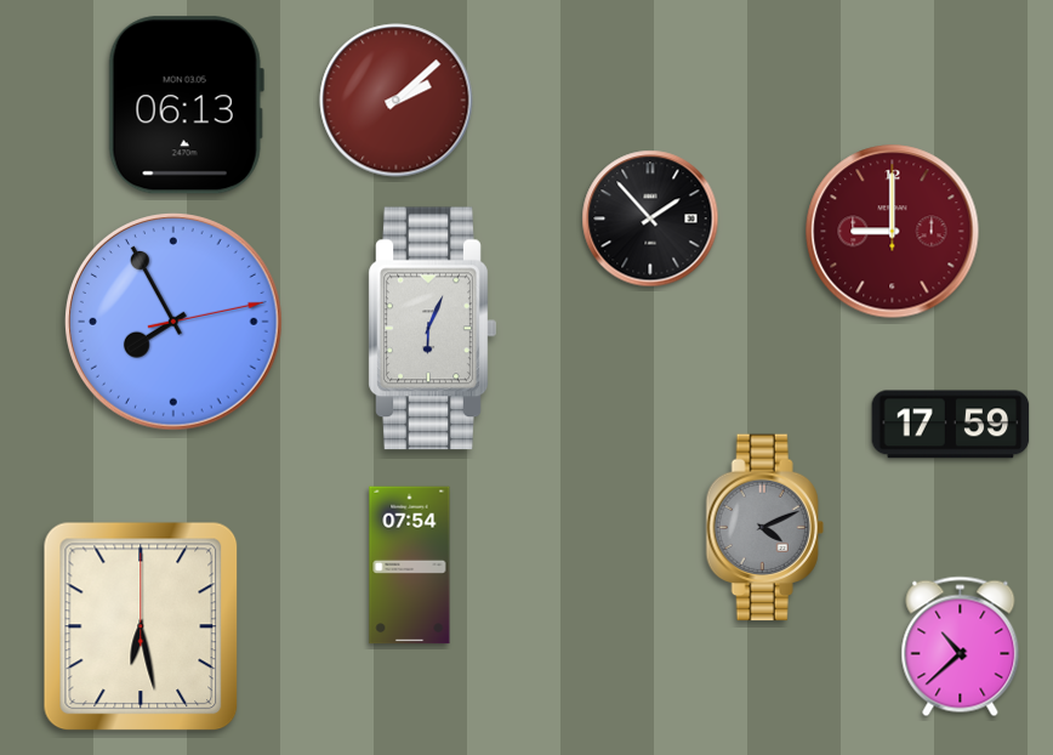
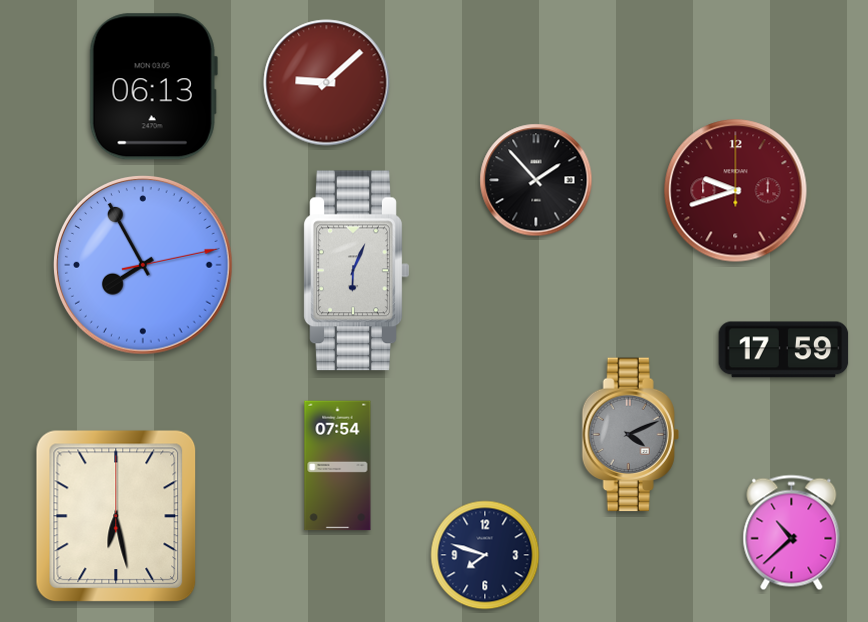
clock at (397, 101): 2:08 -> 9:08
clock at (893, 232): 9:00 -> 9:42
clock at (485, 555): none -> 7:48
